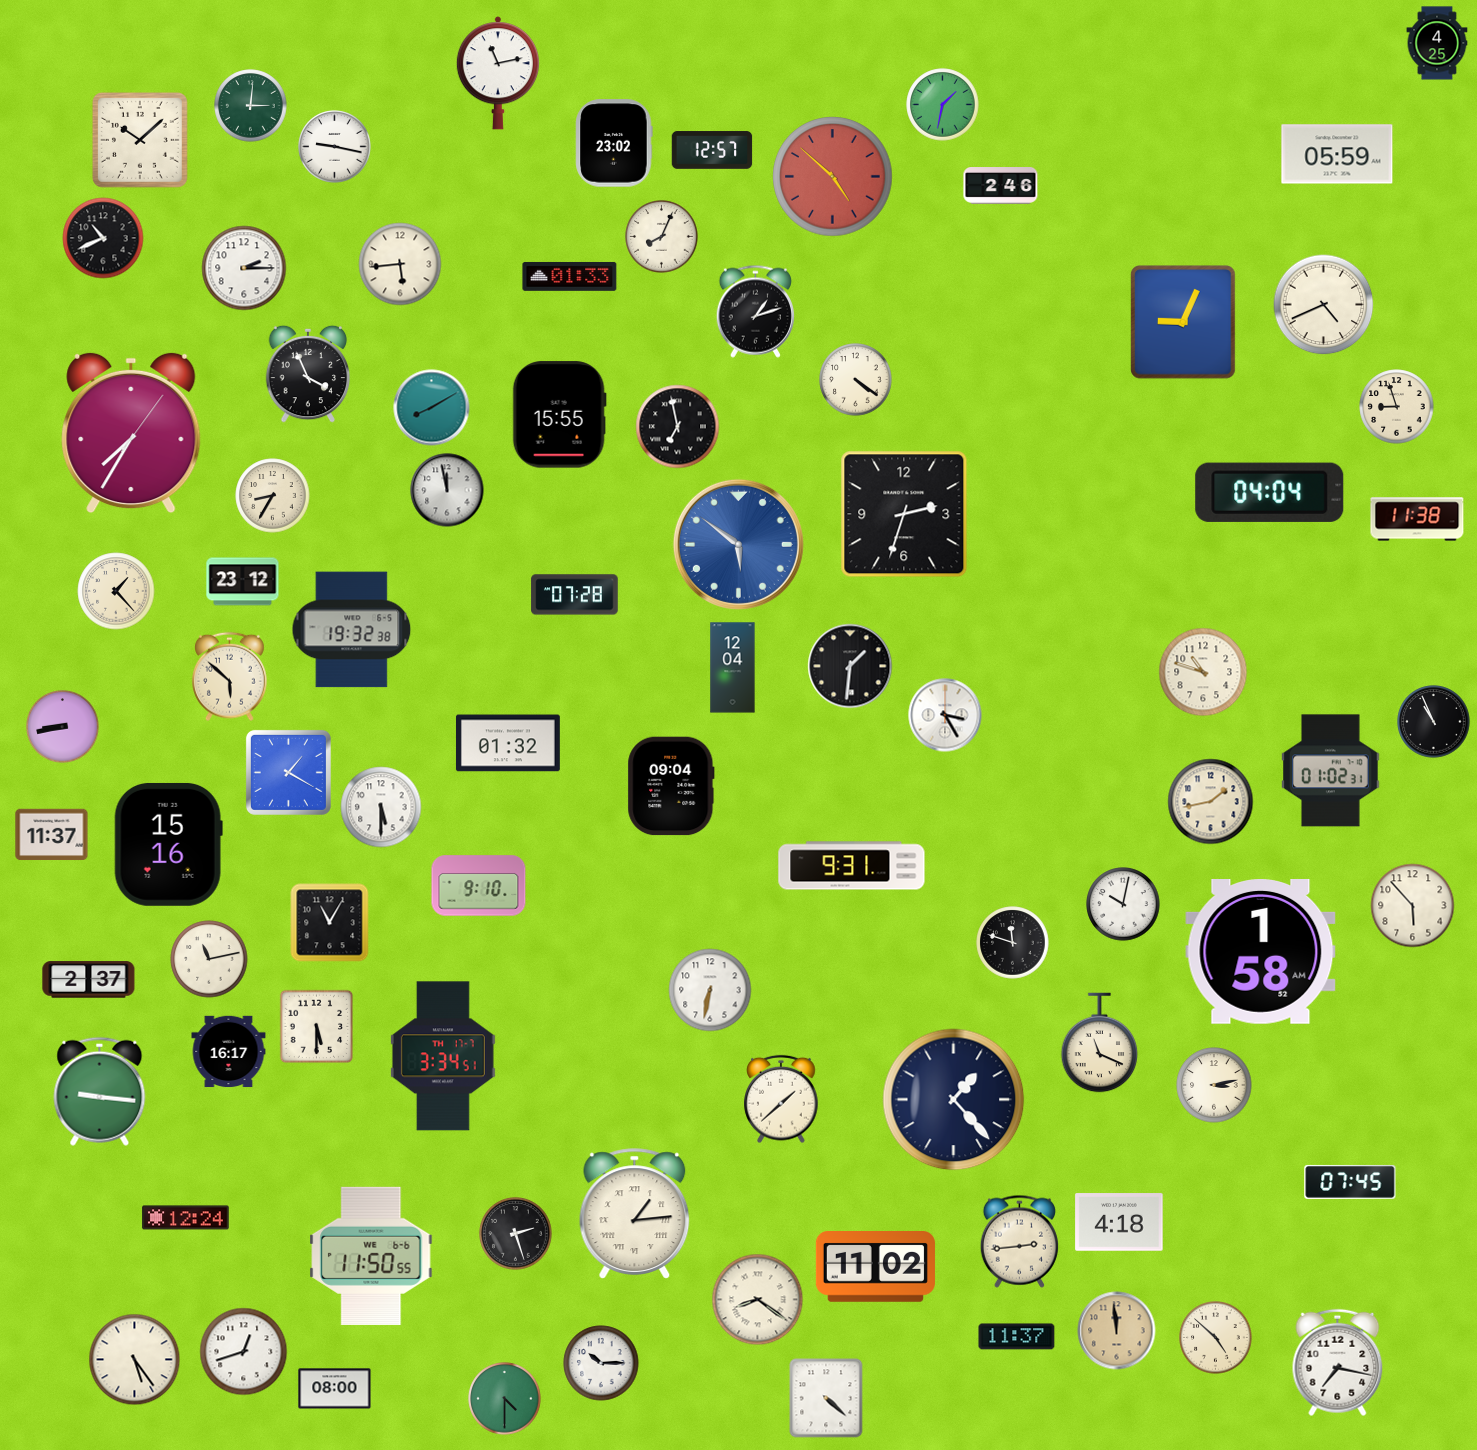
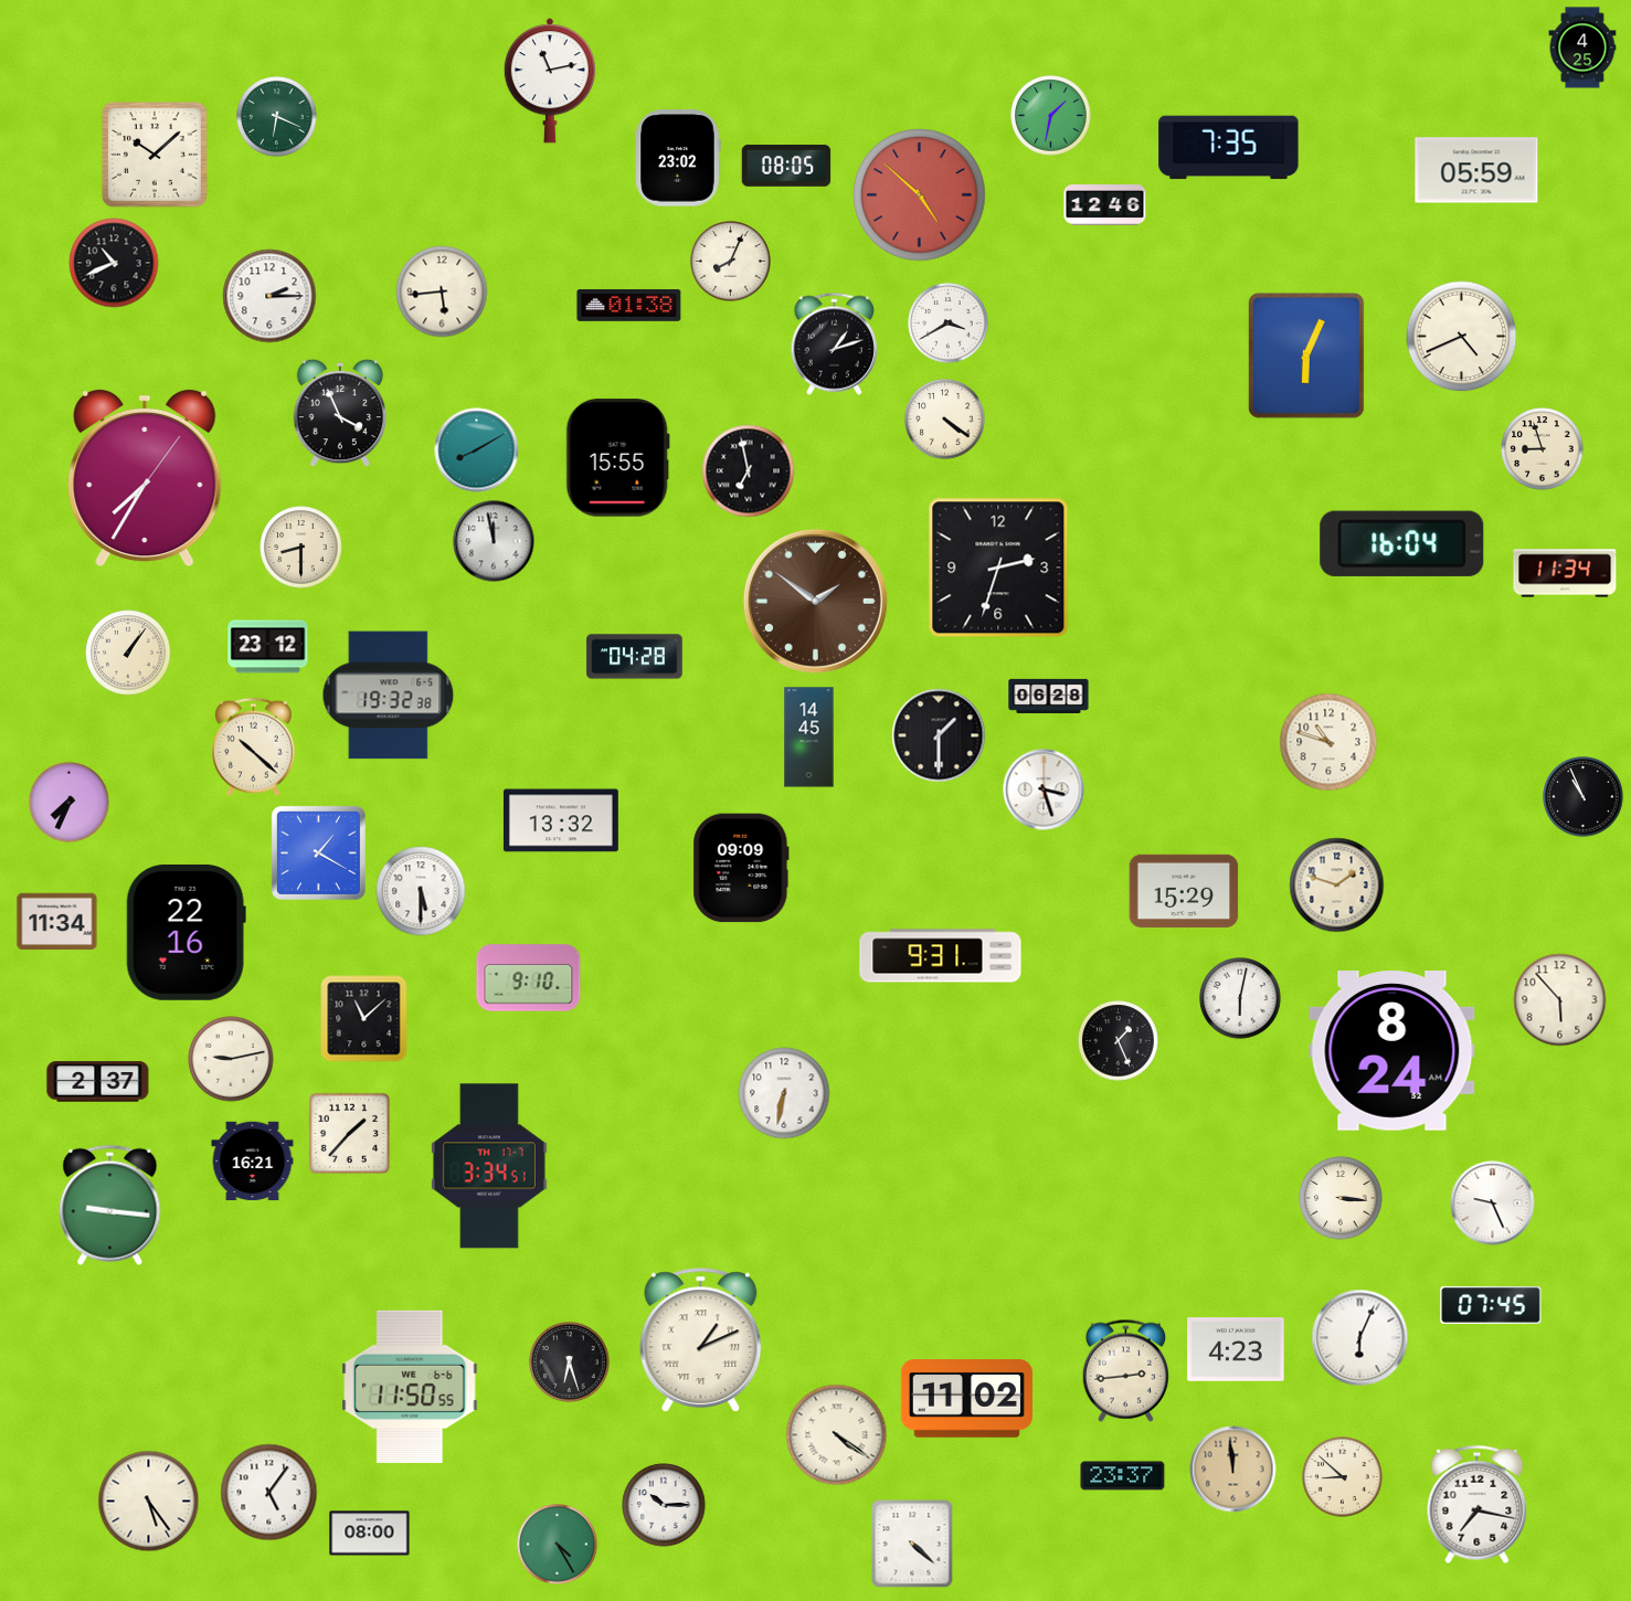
clock at (1437, 43) position: (1437, 43) -> (1582, 47)
clock at (943, 105) position: (943, 105) -> (1051, 116)
clock at (251, 106): 3:01 -> 6:19
clock at (1229, 148): none -> 7:35
clock at (335, 147): 9:17 -> none
clock at (712, 150): 12:57 -> 08:05
clock at (1001, 186): 2:46 -> 12:46
clock at (570, 277): 01:33 -> 01:38
clock at (949, 324): none -> 3:40
clock at (1183, 322): 9:04 -> 6:04
clock at (1270, 492): 04:04 -> 16:04
clock at (273, 496): 8:35 -> 8:30
clock at (1417, 519): 11:38 -> 11:34
clock at (738, 544): 5:51 -> 1:51
clock at (738, 544) dial: blue -> brown
clock at (243, 582) position: (243, 582) -> (268, 647)
clock at (116, 591): 1:23 -> 1:06
clock at (575, 595): 07:28 -> 04:28
clock at (1049, 696): none -> 06:28
clock at (850, 666): 1:31 -> 1:30
clock at (733, 668): 12:04 -> 14:45
clock at (230, 677): 5:52 -> 10:22
clock at (945, 715): 3:25 -> 3:27
clock at (63, 727): 8:43 -> 7:34
clock at (508, 743): 01:32 -> 13:32
clock at (1331, 771): 01:02 -> none
clock at (671, 786): 09:04 -> 09:09
clock at (1211, 802): 1:43 -> 1:48
clock at (1184, 891): none -> 15:29
clock at (52, 835): 11:37 -> 11:34
clock at (168, 844): 15:16 -> 22:16
clock at (1123, 904): 10:02 -> 6:02
clock at (330, 923): 11:05 -> 11:08
clock at (1013, 943): 11:48 -> 1:26
clock at (1261, 952): 1:58 -> 8:24
clock at (209, 959): 11:13 -> 9:13
clock at (317, 1027): 5:30 -> 1:37
clock at (1100, 1043): 11:19 -> none
clock at (229, 1052): 16:17 -> 16:21
clock at (1214, 1085): 3:13 -> 3:16
clock at (1493, 1204): none -> 9:26
clock at (781, 1099): 1:38 -> none
clock at (954, 1100): 1:23 -> none
clock at (1360, 1338): none -> 6:04
clock at (635, 1214): 1:14 -> 1:11
clock at (186, 1218): 12:24 -> none
clock at (1119, 1222): 4:18 -> 4:23
clock at (516, 1234): 2:27 -> 6:27
clock at (758, 1300): 8:21 -> 4:21
clock at (1017, 1337): 11:37 -> 23:37
clock at (1216, 1338): 4:52 -> 8:52
clock at (244, 1352): 12:42 -> 5:06
clock at (505, 1399): 4:30 -> 4:25
